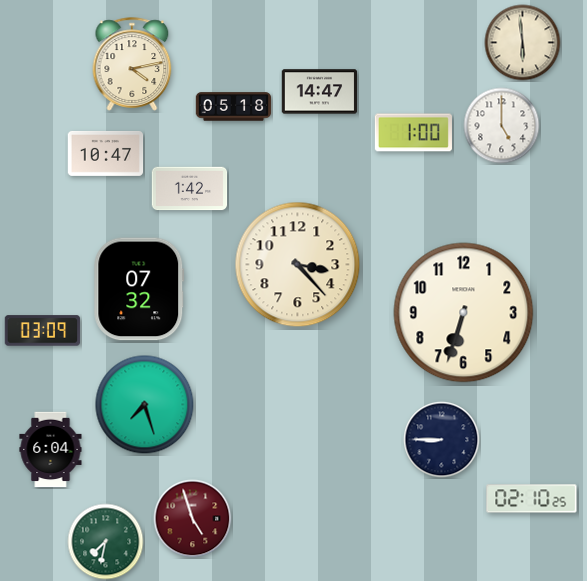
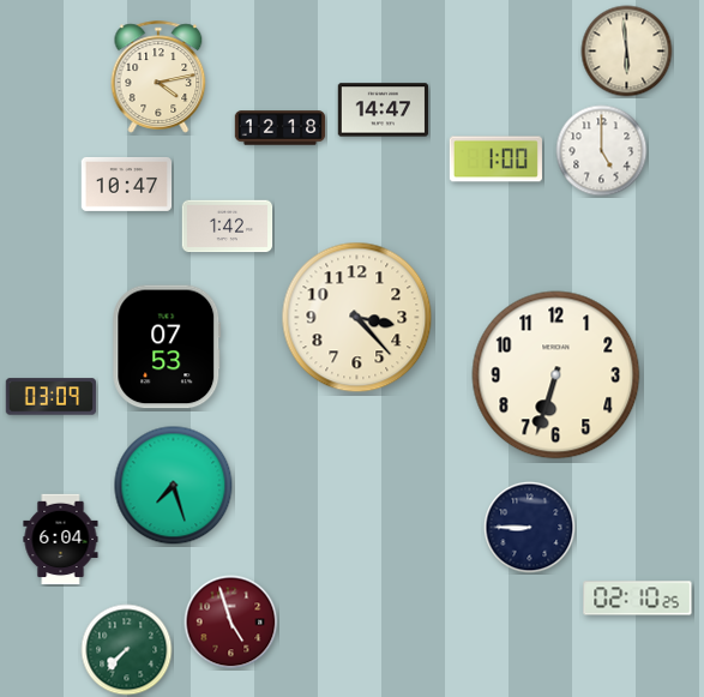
clock at (234, 107): 05:18 -> 12:18
clock at (139, 289): 07:32 -> 07:53
clock at (106, 542): 7:32 -> 7:37
